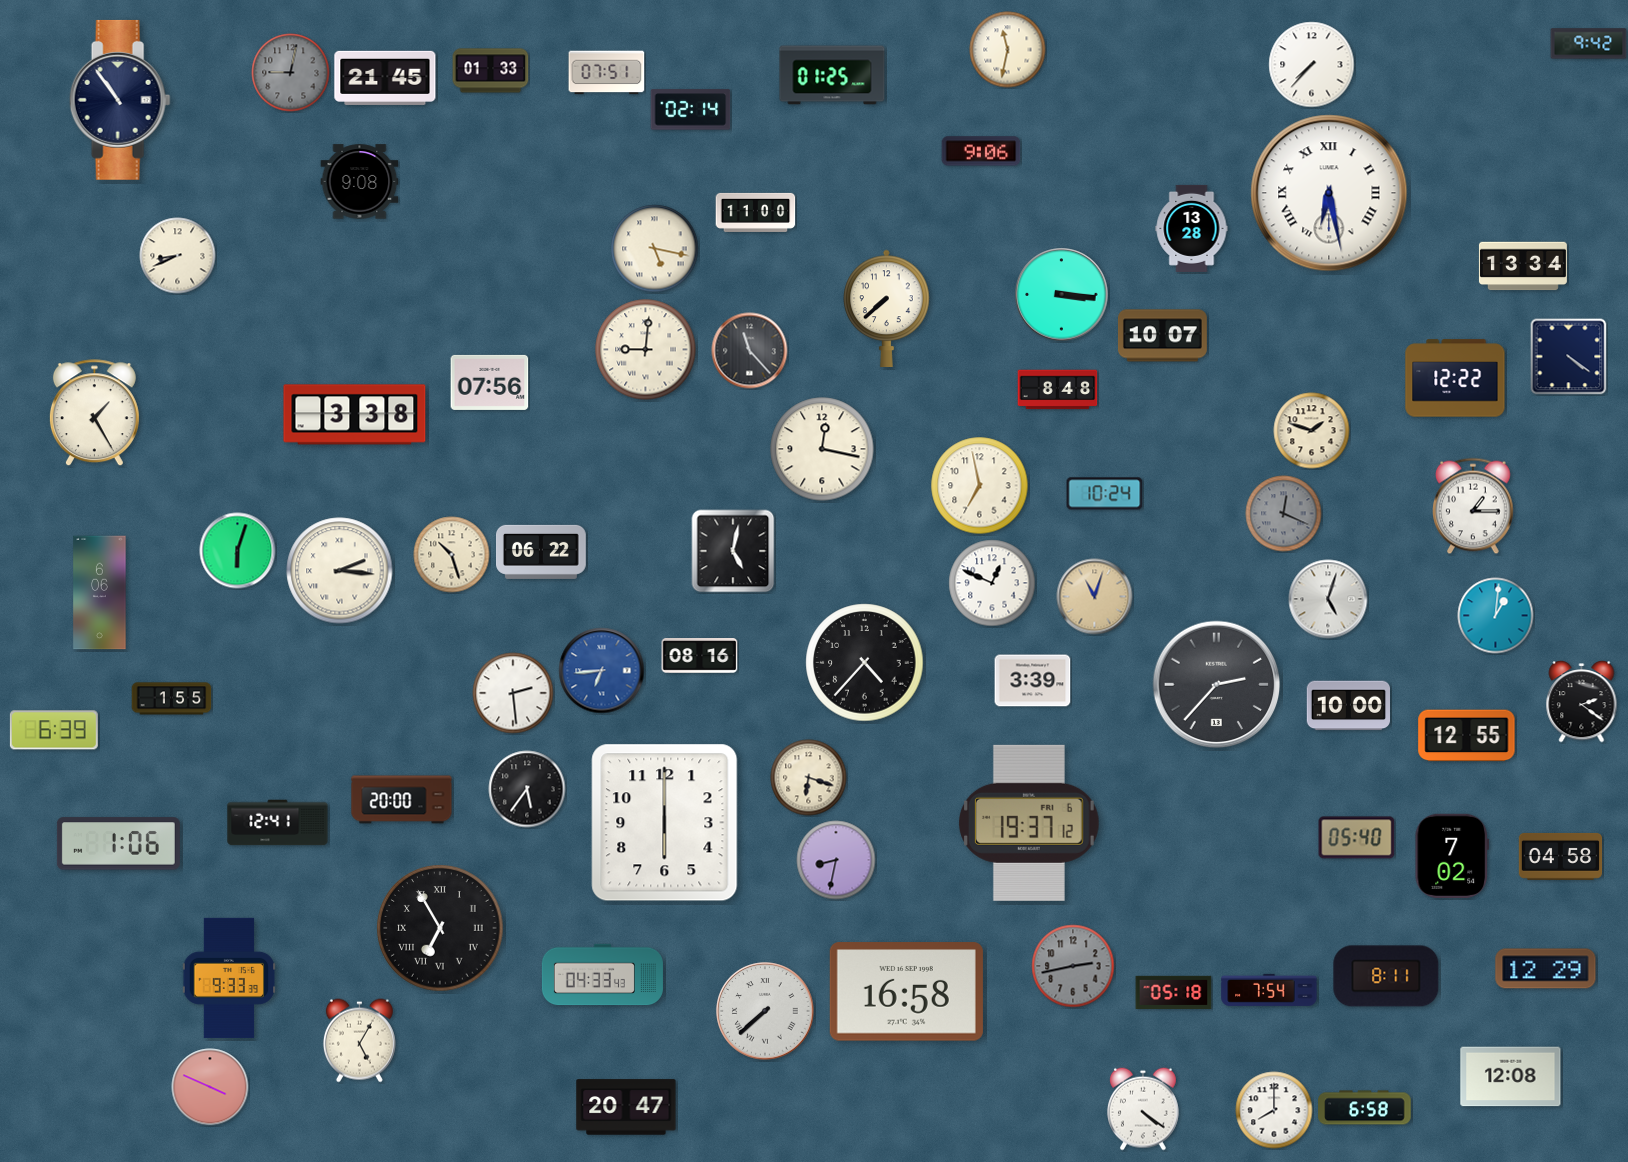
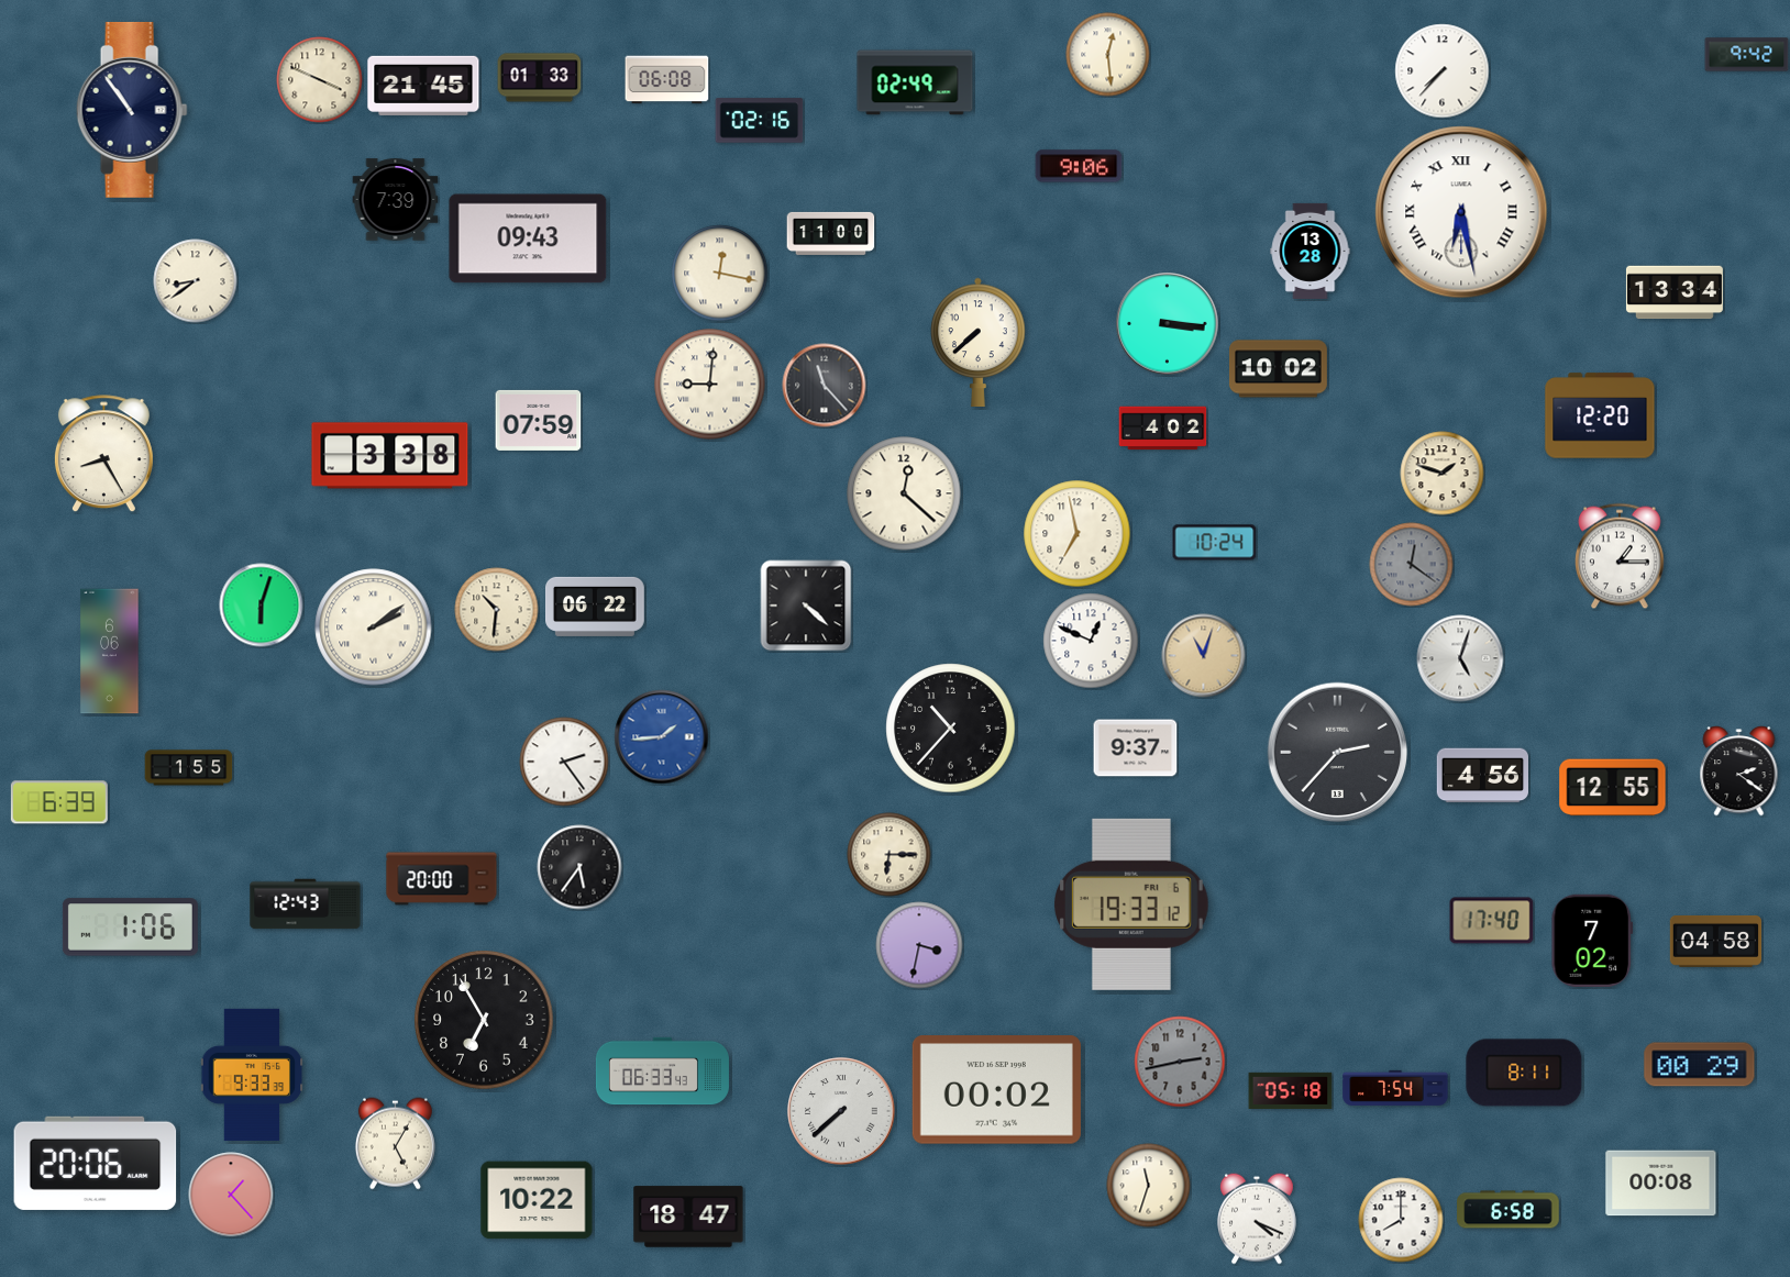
clock at (1589, 44) position: (1589, 44) -> (1747, 55)
clock at (1008, 50): 11:32 -> 12:29
clock at (291, 73): 9:02 -> 3:49
clock at (291, 73) dial: grey -> cream
clock at (607, 73): 07:51 -> 06:08
clock at (832, 75): 01:25 -> 02:49
clock at (691, 110): 02:14 -> 02:16
clock at (360, 182): 9:08 -> 7:39
clock at (528, 238): none -> 09:43
clock at (655, 249): 5:17 -> 12:17
clock at (178, 256): 8:41 -> 8:39
clock at (887, 308) position: (887, 308) -> (979, 342)
clock at (1162, 336): 10:07 -> 10:02
clock at (1569, 357): 4:21 -> none
clock at (1455, 378): 12:22 -> 12:20
clock at (490, 382): 07:56 -> 07:59
clock at (1058, 390): 8:48 -> 4:02
clock at (94, 413): 1:25 -> 8:25
clock at (822, 449): 12:17 -> 12:22
clock at (1284, 514): 12:19 -> 12:21
clock at (733, 551): 5:02 -> 4:22
clock at (452, 555): 10:27 -> 10:31
clock at (340, 571): 2:16 -> 2:09
clock at (1496, 616): 1:01 -> none
clock at (700, 656): 08:16 -> none
clock at (865, 663): 4:37 -> 10:37
clock at (602, 671): 6:44 -> 1:44
clock at (1033, 681): 3:39 -> 9:37
clock at (513, 693): 2:29 -> 2:24
clock at (1348, 706): 10:00 -> 4:56
clock at (1467, 736) position: (1467, 736) -> (1613, 788)
clock at (809, 778): 6:18 -> 6:15
clock at (278, 823): 12:41 -> 12:43
clock at (665, 823): 6:00 -> none
clock at (1029, 823): 19:37 -> 19:33
clock at (1357, 838): 05:40 -> 17:40
clock at (1452, 856) position: (1452, 856) -> (1592, 941)
clock at (836, 860): 8:32 -> 3:32
clock at (440, 928) numerals: Roman -> Arabic
clock at (1546, 969): 12:29 -> 00:29
clock at (602, 975): 04:33 -> 06:33
clock at (906, 992): 16:58 -> 00:02
clock at (96, 1163): none -> 20:06
clock at (1511, 1077): 12:08 -> 00:08
clock at (1149, 1186): none -> 11:33
clock at (210, 1087): 3:49 -> 1:23
clock at (537, 1200): none -> 10:22
clock at (626, 1107): 20:47 -> 18:47
clock at (1365, 1108) position: (1365, 1108) -> (1509, 1210)
clock at (1144, 1109): 4:21 -> 4:19
